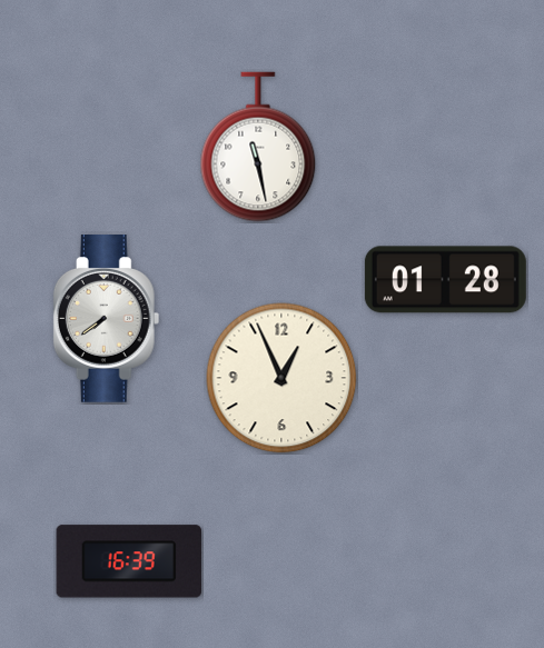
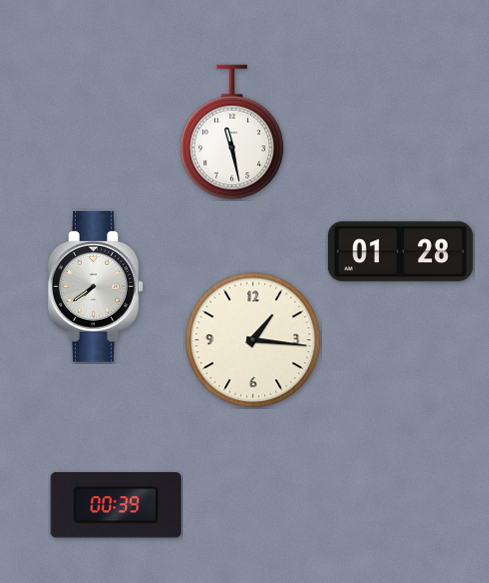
clock at (281, 378): 12:56 -> 1:16
clock at (129, 561): 16:39 -> 00:39
